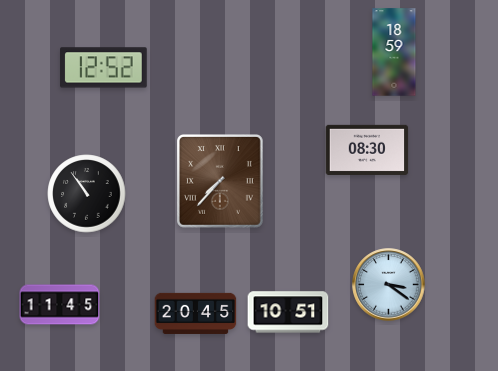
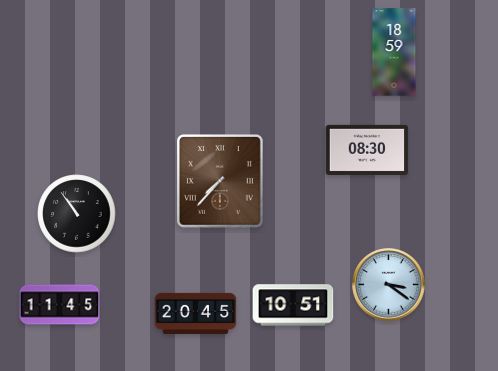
clock at (104, 68): 12:52 -> none
clock at (87, 194) position: (87, 194) -> (77, 214)
clock at (288, 312) position: (288, 312) -> (293, 305)
